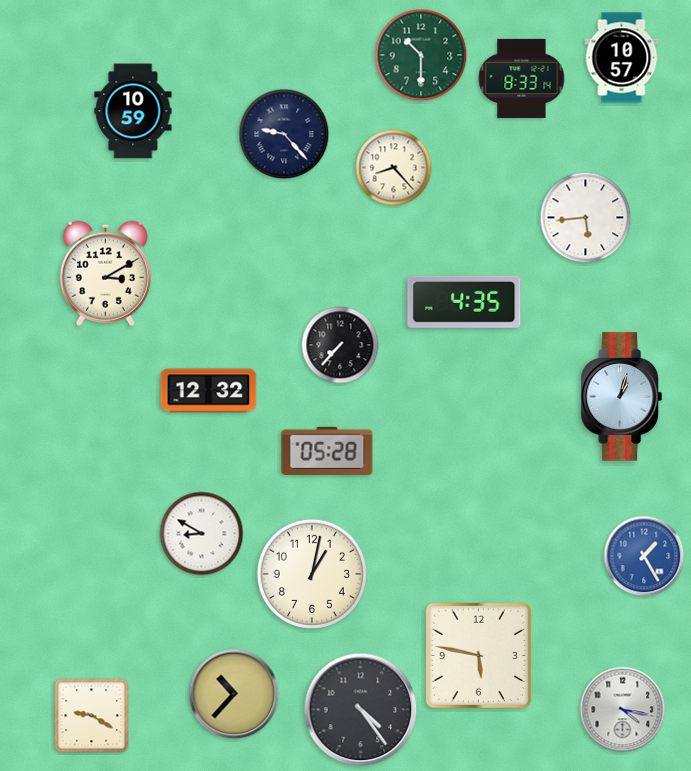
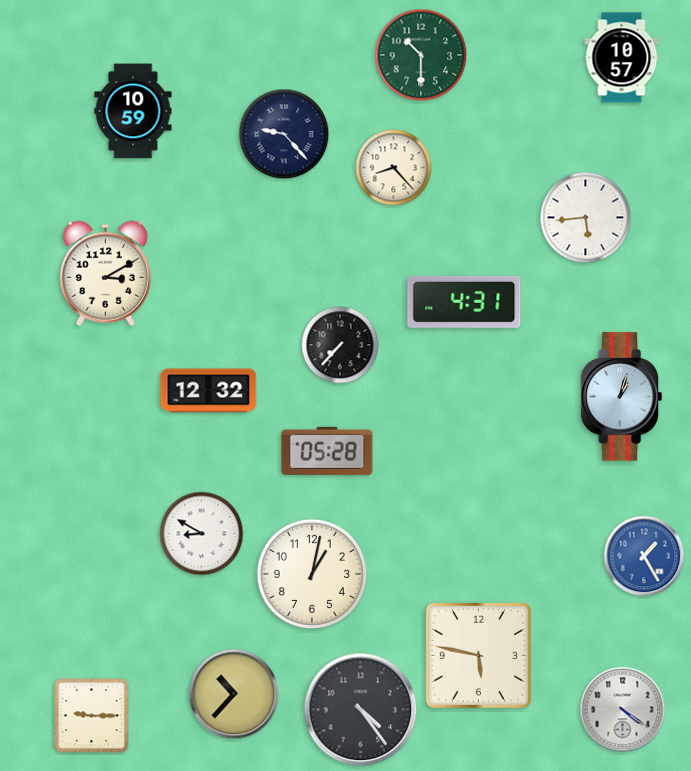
clock at (522, 78): 8:33 -> none
clock at (464, 302): 4:35 -> 4:31
clock at (623, 710): 4:17 -> 4:21
clock at (92, 716): 9:20 -> 9:15
